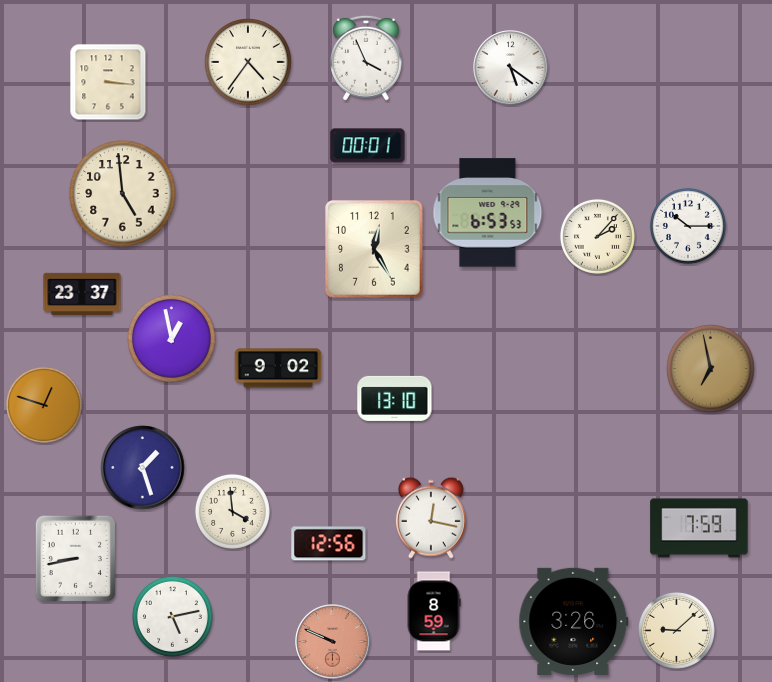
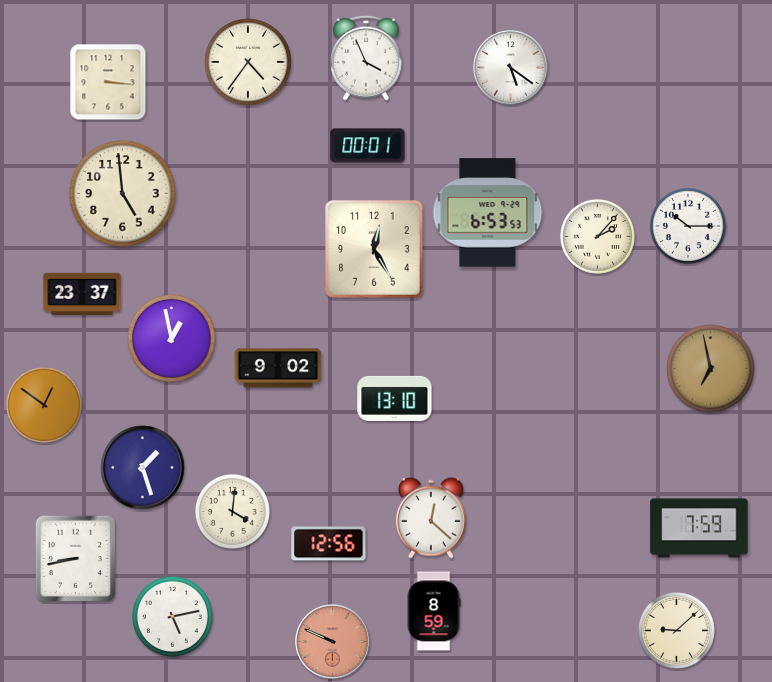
clock at (44, 405): 12:48 -> 12:51
clock at (232, 511): 3:59 -> 4:01
clock at (431, 518): 12:17 -> 12:22
clock at (574, 621): 3:26 -> none
